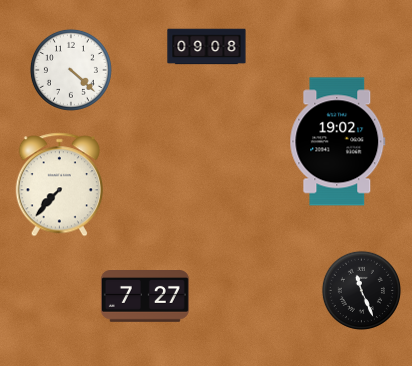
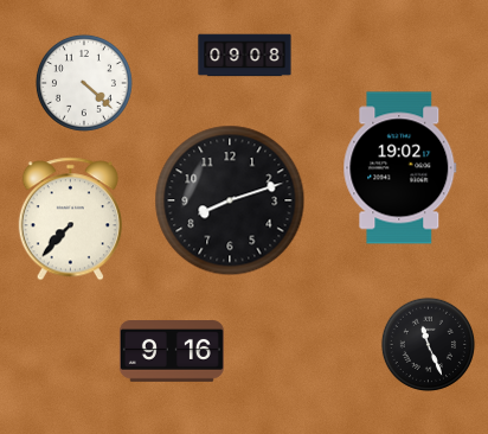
clock at (230, 200): none -> 8:12
clock at (145, 297): 7:27 -> 9:16
